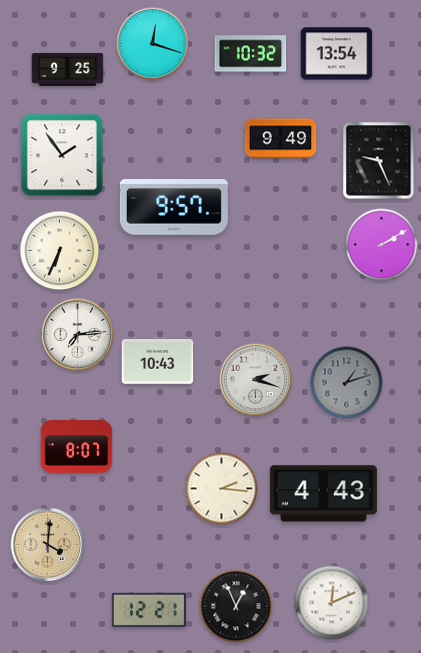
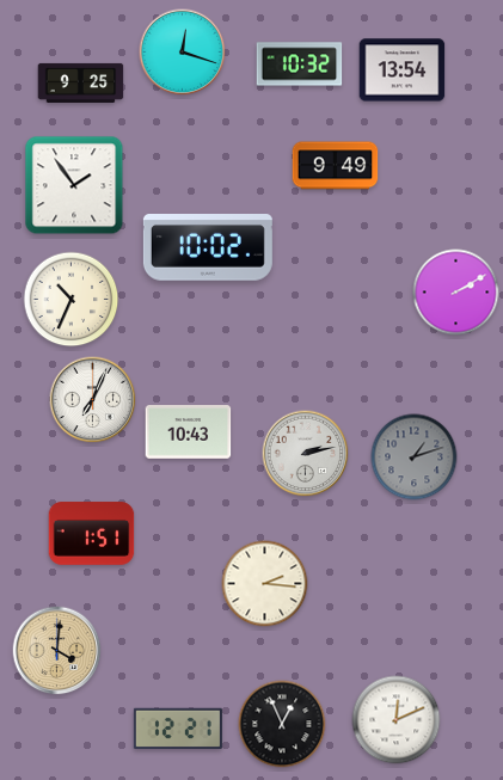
clock at (337, 54) position: (337, 54) -> (403, 70)
clock at (379, 161): 9:26 -> none
clock at (174, 208): 9:57 -> 10:02
clock at (60, 251): 6:34 -> 10:34
clock at (78, 335): 7:14 -> 7:04
clock at (256, 380): 2:18 -> 2:13
clock at (77, 447): 8:07 -> 1:51
clock at (323, 494): 4:43 -> none
